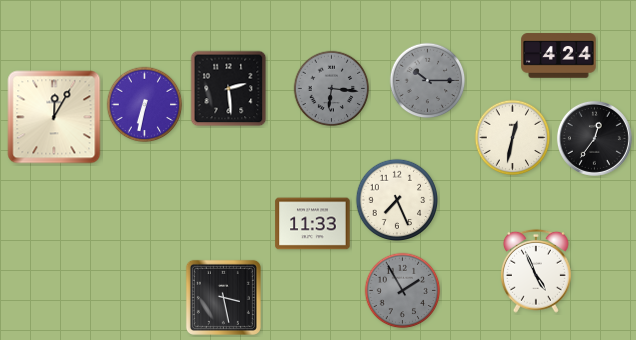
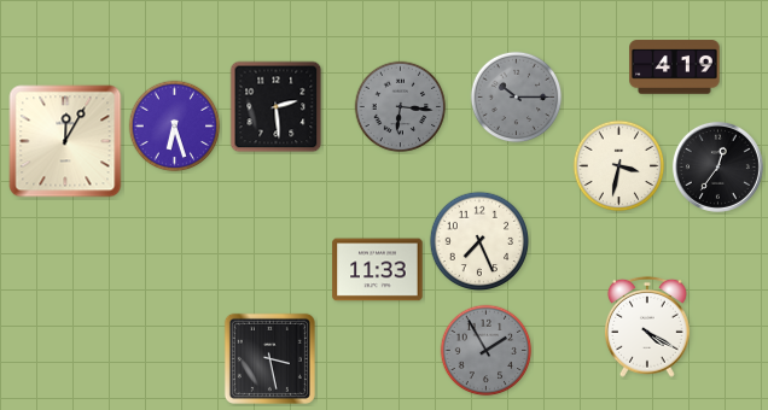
clock at (559, 56): 4:24 -> 4:19
clock at (145, 105): 6:32 -> 6:27
clock at (513, 138): 12:32 -> 3:32
clock at (536, 271): 4:56 -> 4:20
